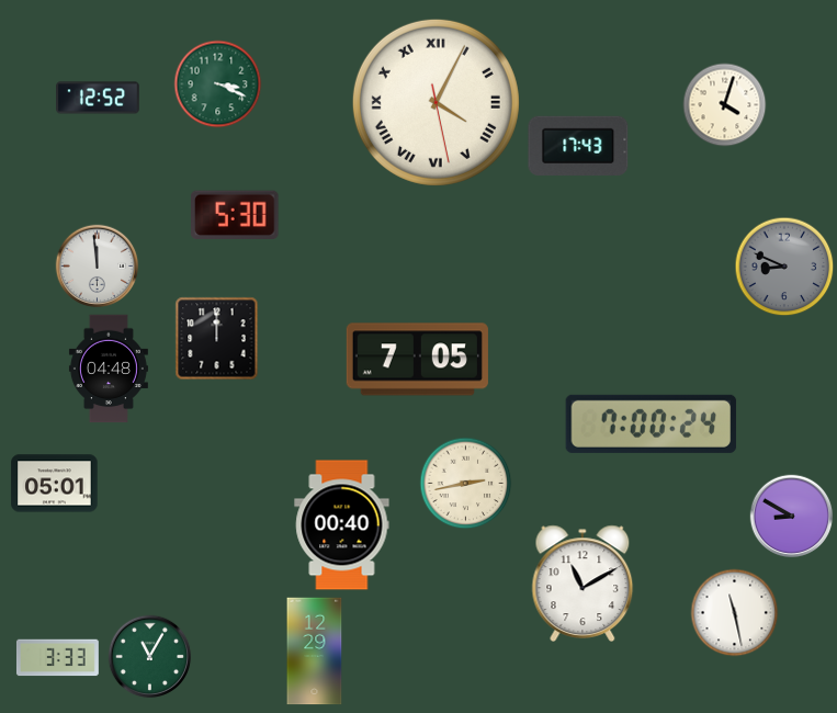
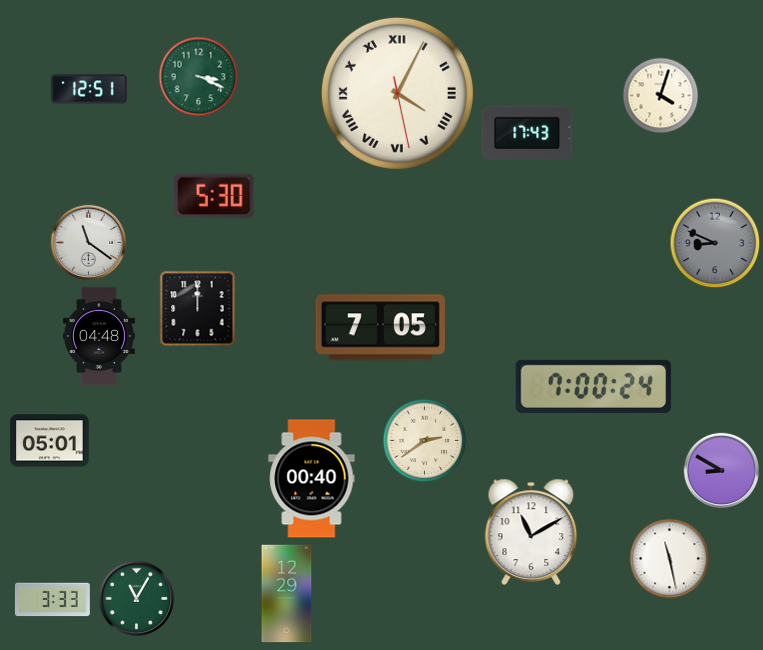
clock at (99, 98): 12:52 -> 12:51
clock at (98, 267): 11:59 -> 11:21
clock at (466, 484): 2:43 -> 2:39
